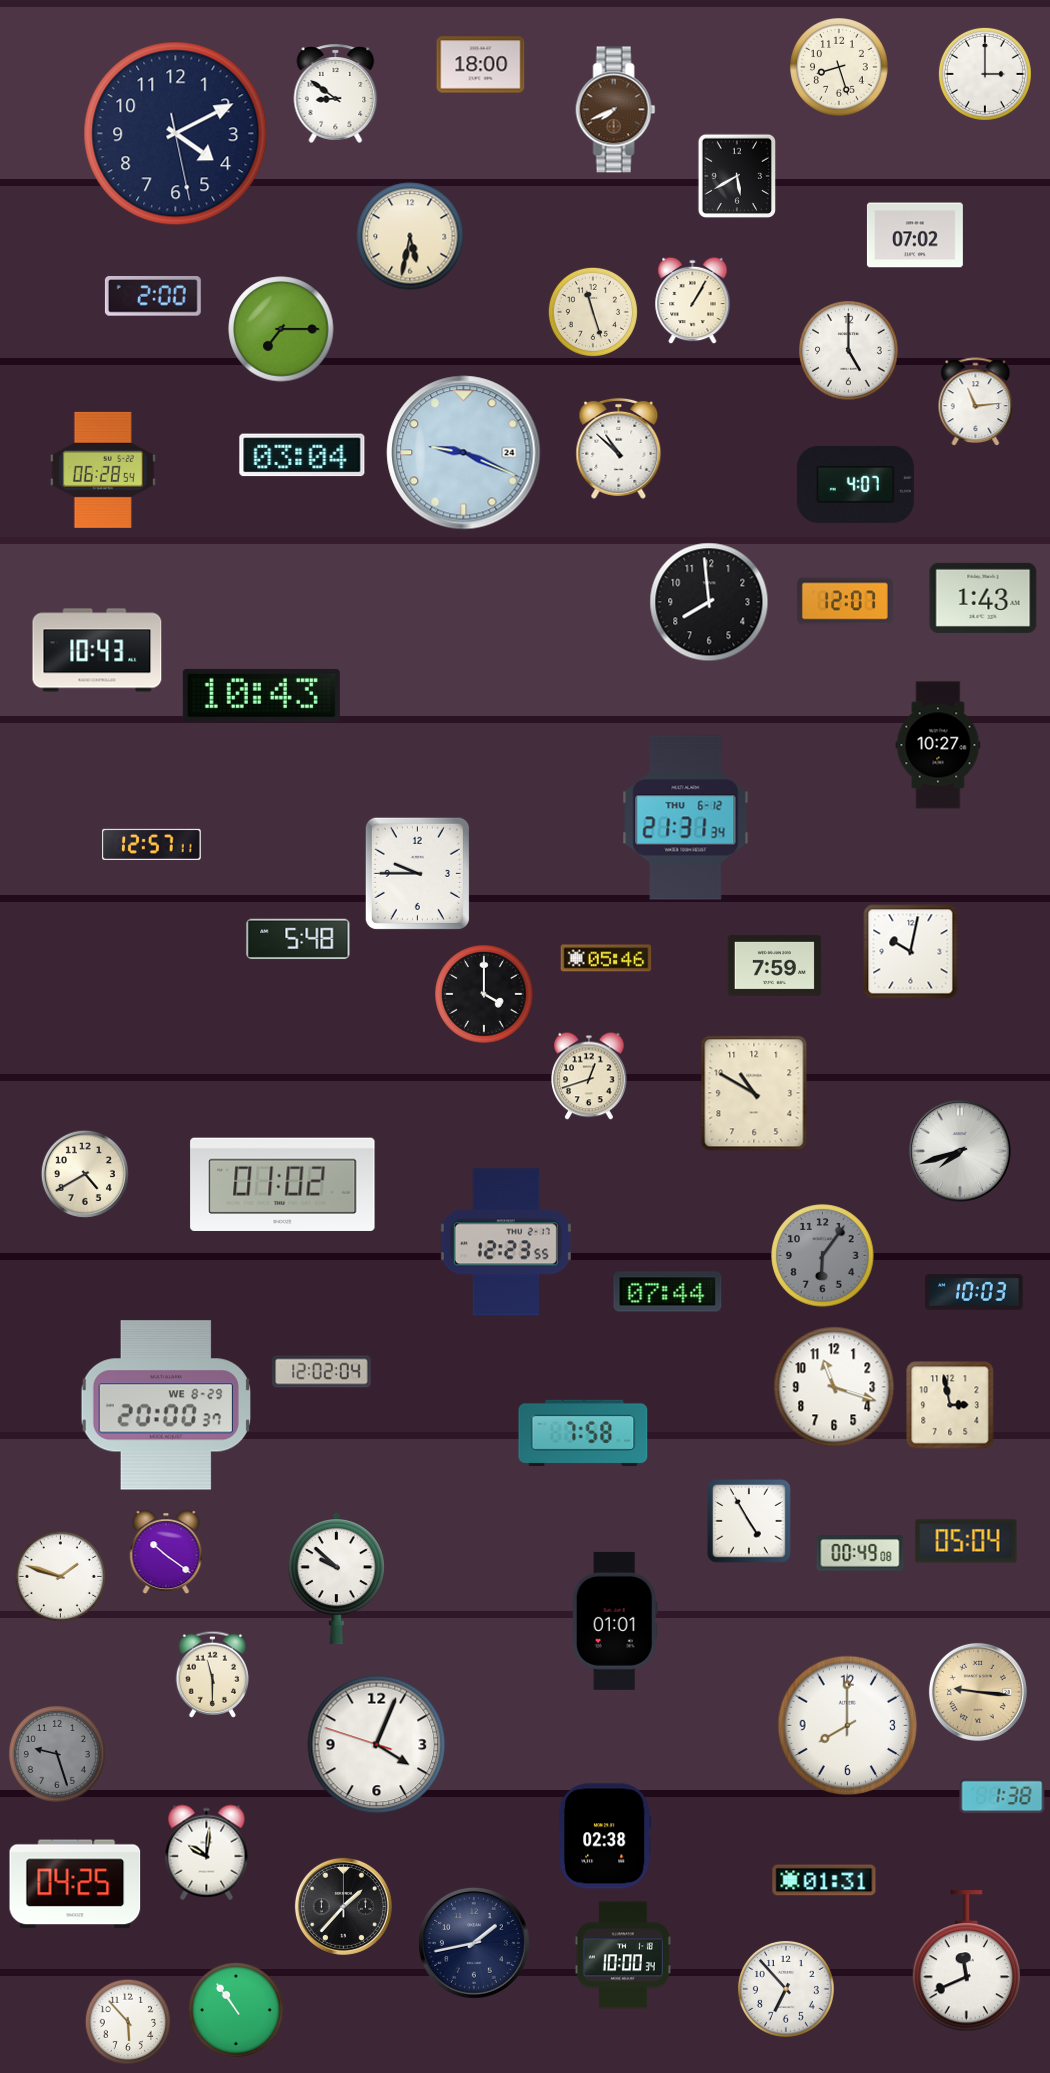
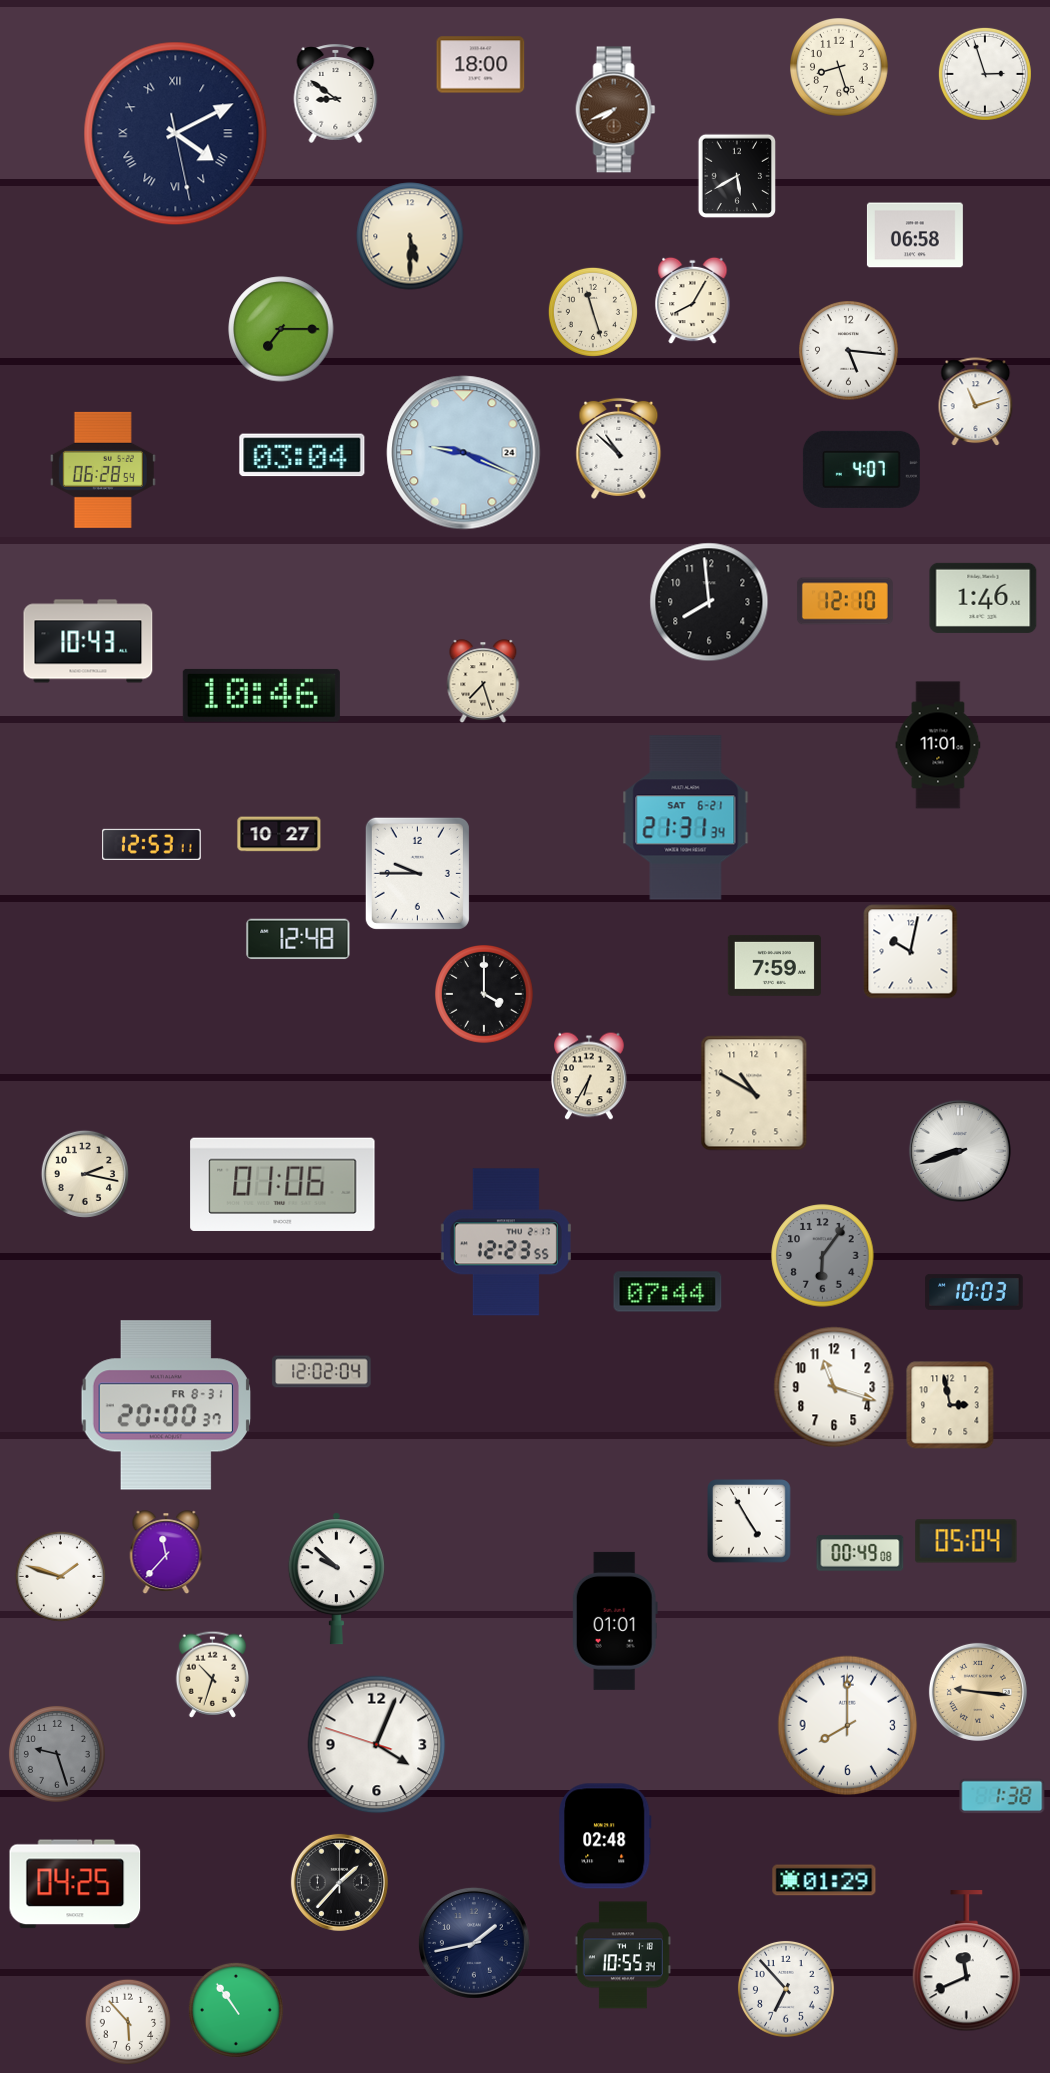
clock at (985, 74): 3:00 -> 2:57
clock at (176, 134) numerals: Arabic -> Roman
clock at (915, 235): 07:02 -> 06:58
clock at (410, 236): 5:32 -> 5:30
clock at (153, 297): 2:00 -> none
clock at (693, 301): 1:05 -> 8:05
clock at (849, 351): 5:00 -> 5:16
clock at (976, 402): 11:14 -> 11:12
clock at (855, 484) position: (855, 484) -> (861, 469)
clock at (983, 598): 1:43 -> 1:46
clock at (845, 601): 12:07 -> 12:10
clock at (97, 650) position: (97, 650) -> (88, 641)
clock at (483, 682): none -> 7:27
clock at (261, 695): 10:43 -> 10:46
clock at (938, 745): 10:27 -> 11:01
clock at (686, 818) date: THU 6-12 -> SAT 6-21
clock at (279, 834): none -> 10:27
clock at (152, 844): 12:57 -> 12:53
clock at (298, 939): 5:48 -> 12:48
clock at (606, 958): 05:46 -> none
clock at (589, 1076): 12:42 -> 6:35
clock at (960, 1151): 7:42 -> 8:42
clock at (85, 1174): 4:40 -> 2:17
clock at (283, 1184): 01:02 -> 01:06
clock at (165, 1405) date: WE 8-29 -> FR 8-31
clock at (583, 1433): 7:58 -> none
clock at (166, 1553): 10:21 -> 11:37
clock at (212, 1674): 11:30 -> 10:33
clock at (605, 1836): 02:38 -> 02:48
clock at (207, 1853): 10:01 -> none
clock at (824, 1880): 01:31 -> 01:29
clock at (343, 1906) position: (343, 1906) -> (339, 1882)
clock at (623, 1955): 10:00 -> 10:55
